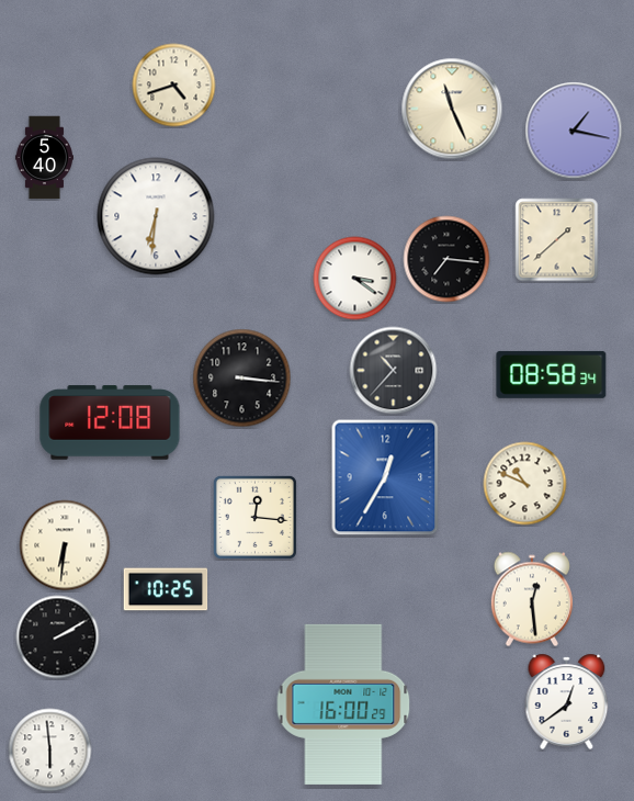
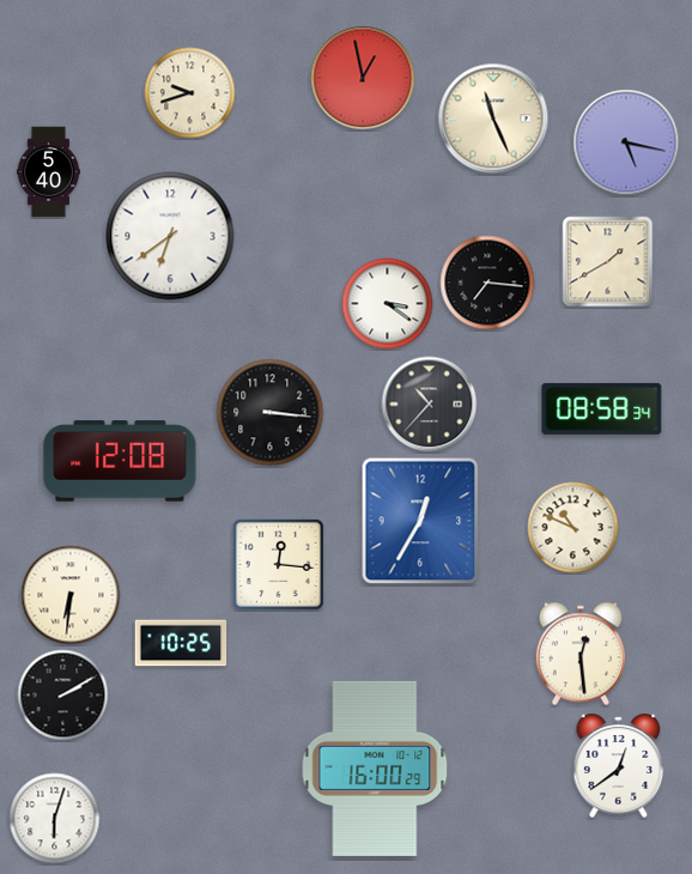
clock at (363, 78): none -> 12:58
clock at (174, 86): 4:42 -> 9:42
clock at (574, 131): 1:17 -> 5:17
clock at (156, 216): 6:31 -> 6:39
clock at (557, 240): 1:38 -> 1:40
clock at (242, 379) position: (242, 379) -> (271, 413)
clock at (50, 751): 5:59 -> 6:03
